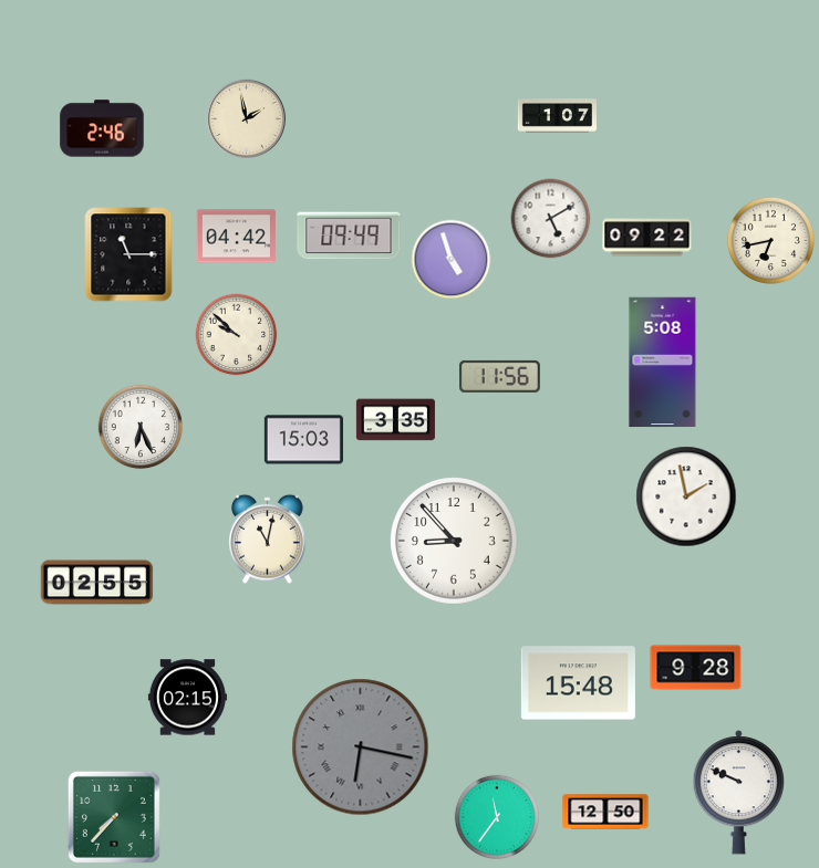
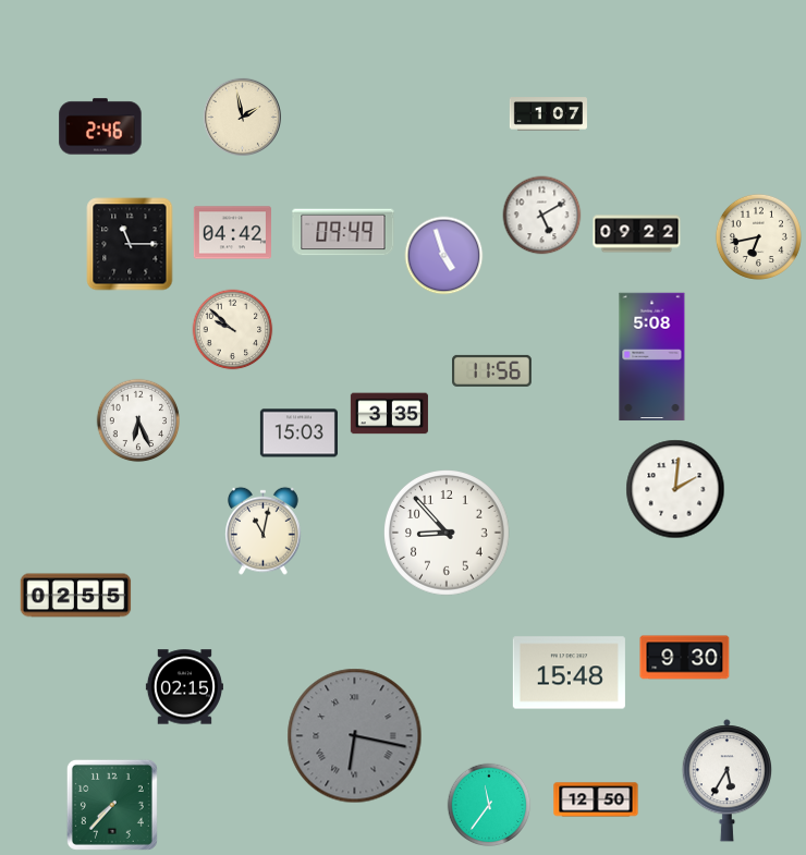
clock at (128, 254) position: (128, 254) -> (130, 244)
clock at (686, 496): 1:58 -> 2:01
clock at (97, 583) position: (97, 583) -> (76, 596)
clock at (696, 668): 9:28 -> 9:30
clock at (738, 793): 9:49 -> 5:35
